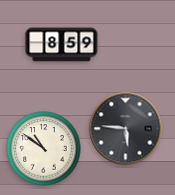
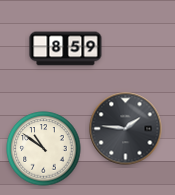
clock at (62, 45) position: (62, 45) -> (66, 49)
clock at (126, 129): 5:46 -> 1:46
